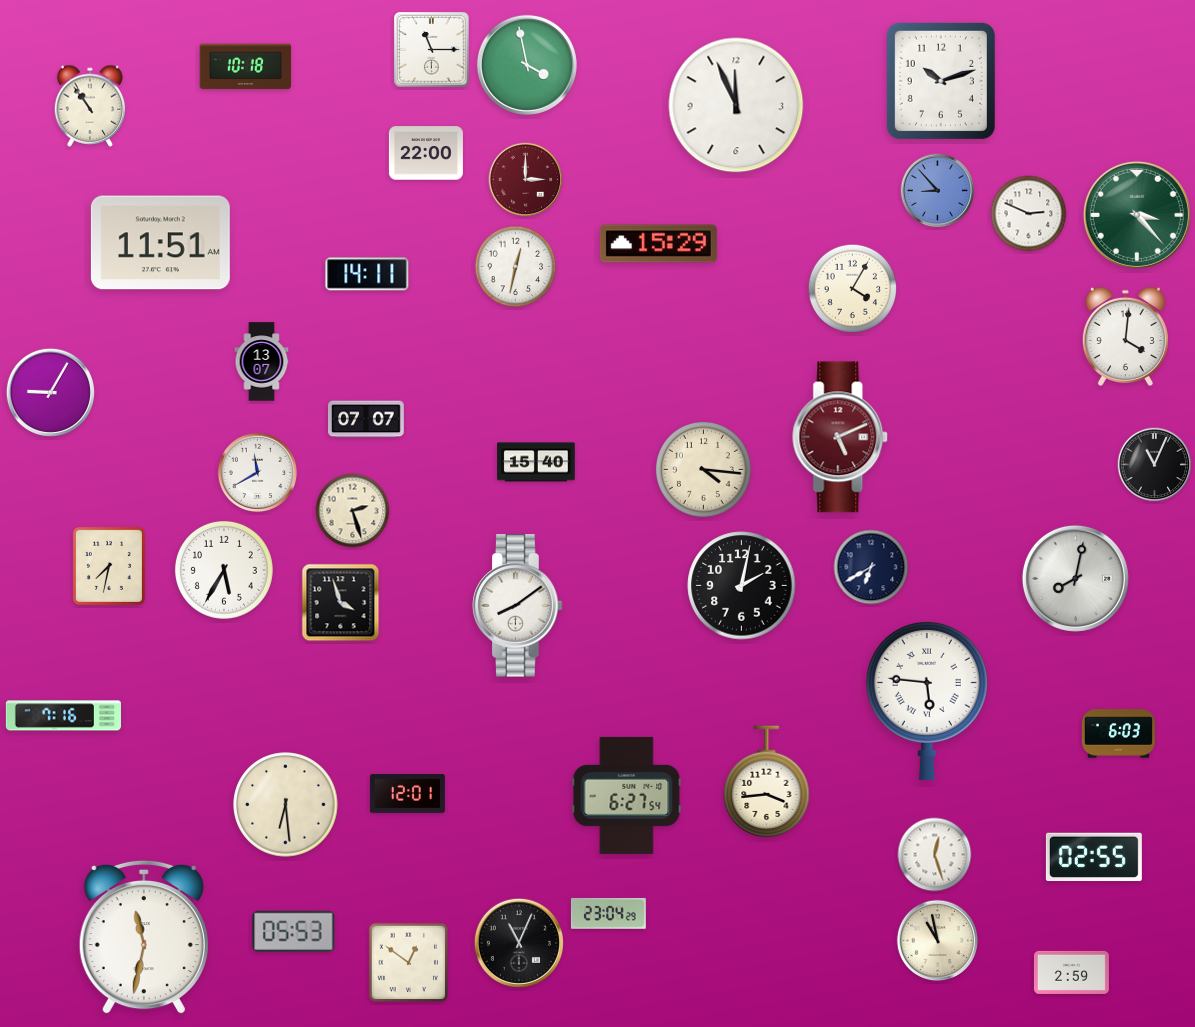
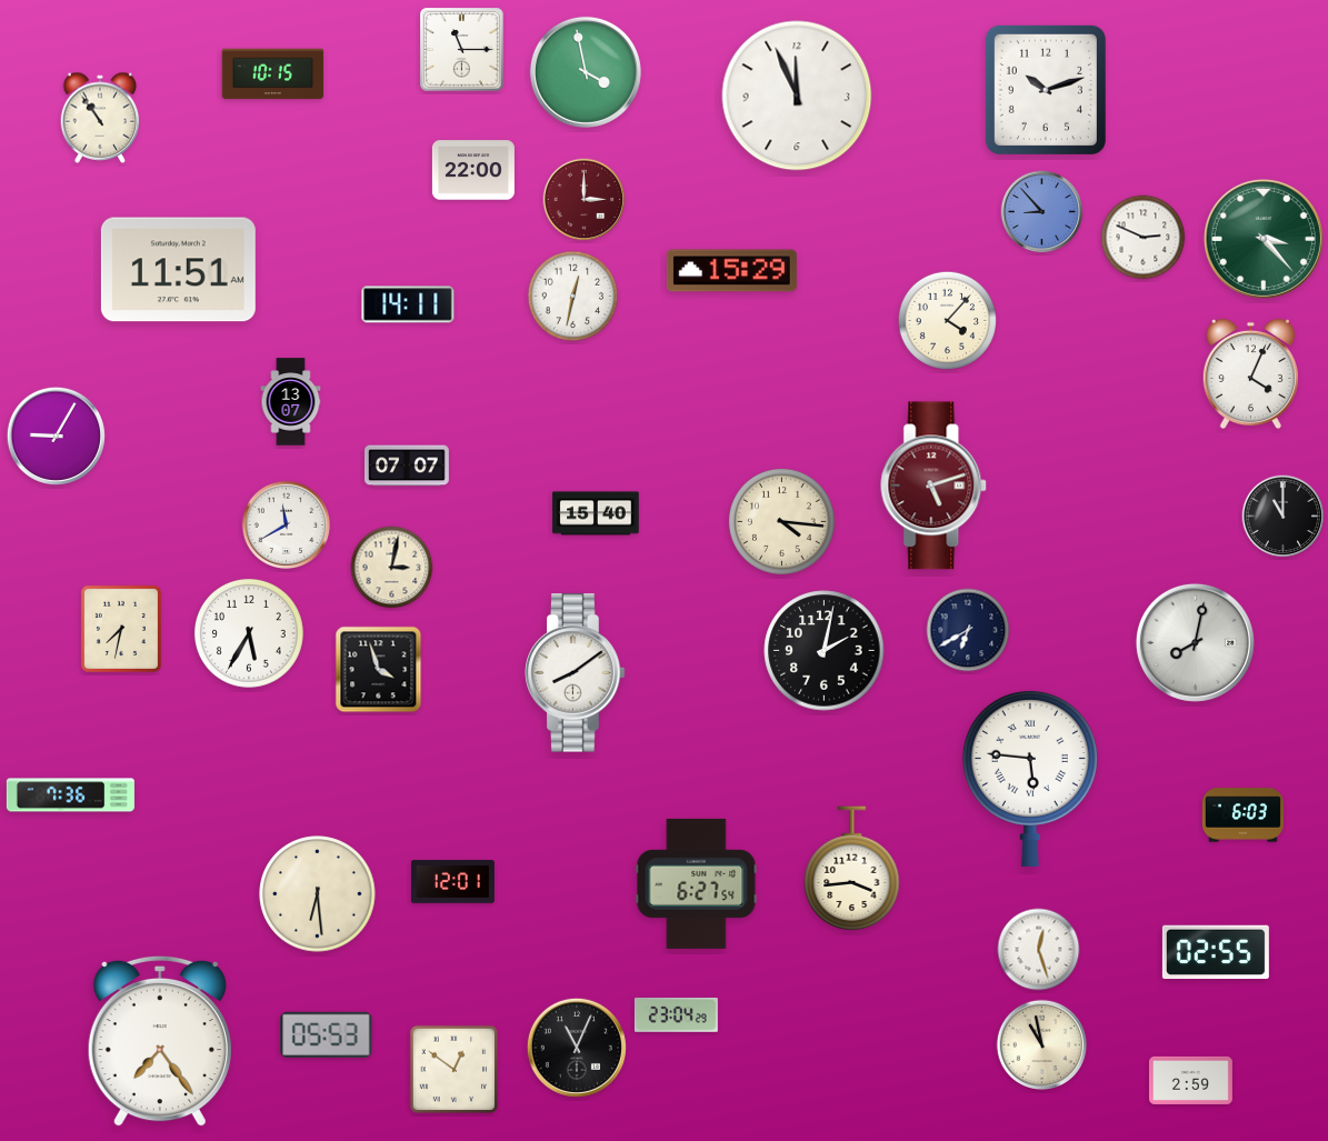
clock at (432, 50) position: (432, 50) -> (462, 50)
clock at (246, 67): 10:18 -> 10:15
clock at (736, 105) position: (736, 105) -> (797, 96)
clock at (852, 288): 4:05 -> 4:07
clock at (1125, 337): 4:01 -> 4:04
clock at (841, 437): 5:11 -> 5:12
clock at (1155, 465): 11:04 -> 11:00
clock at (353, 511): 2:27 -> 3:02
clock at (63, 716): 7:16 -> 7:36
clock at (144, 937): 11:32 -> 7:24
